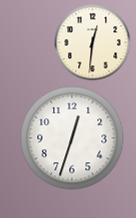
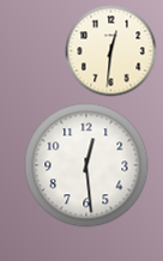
clock at (72, 138): 12:33 -> 12:29
